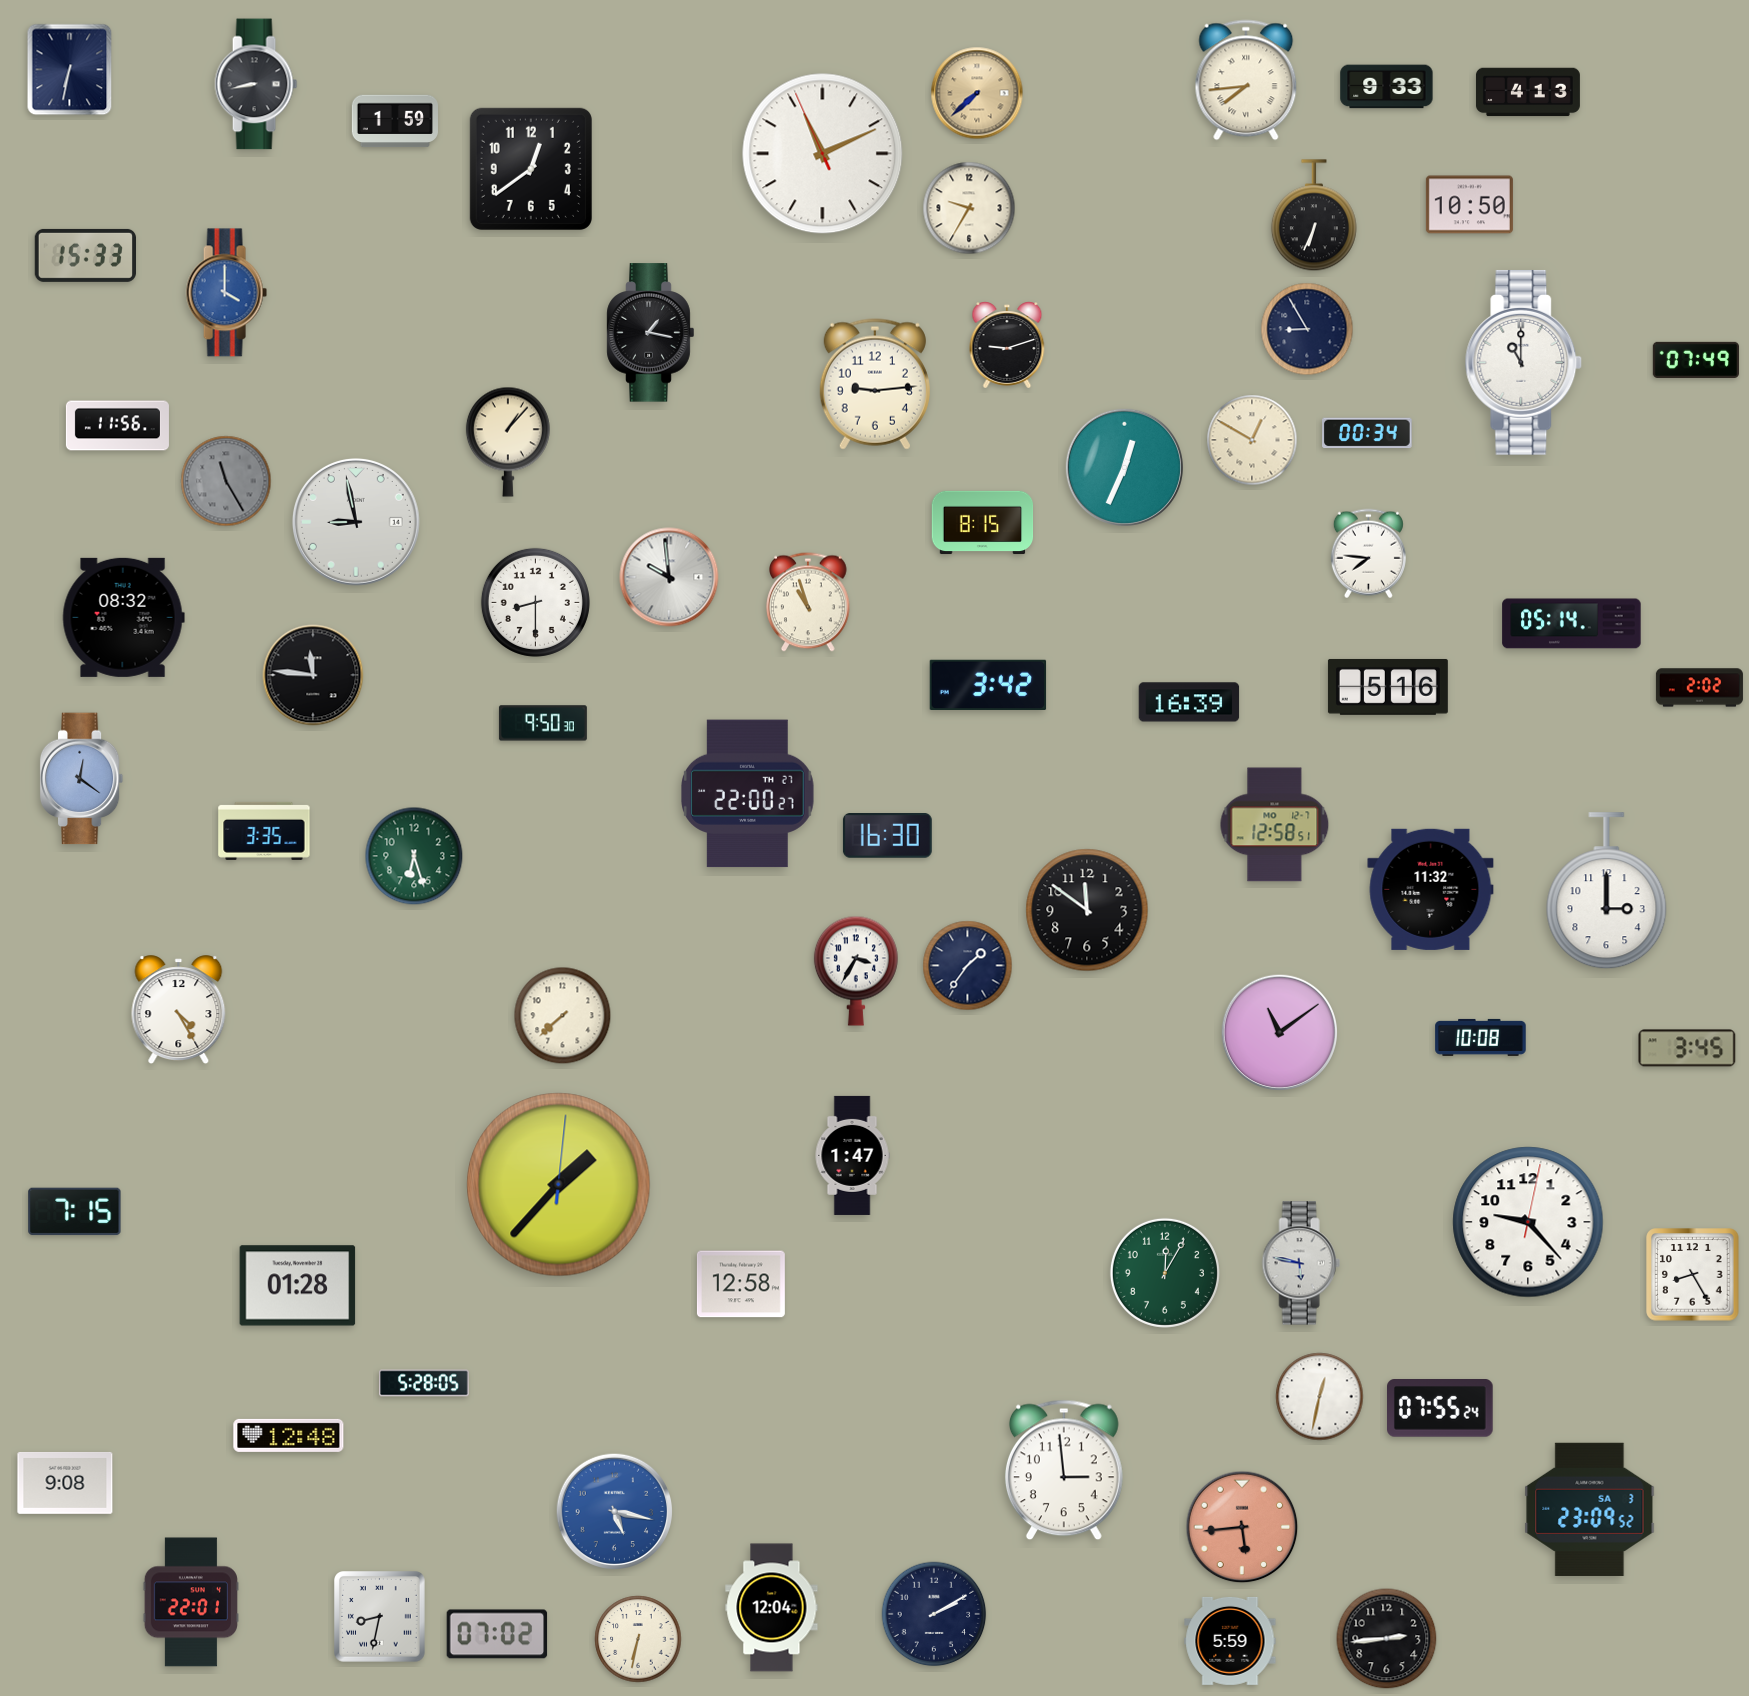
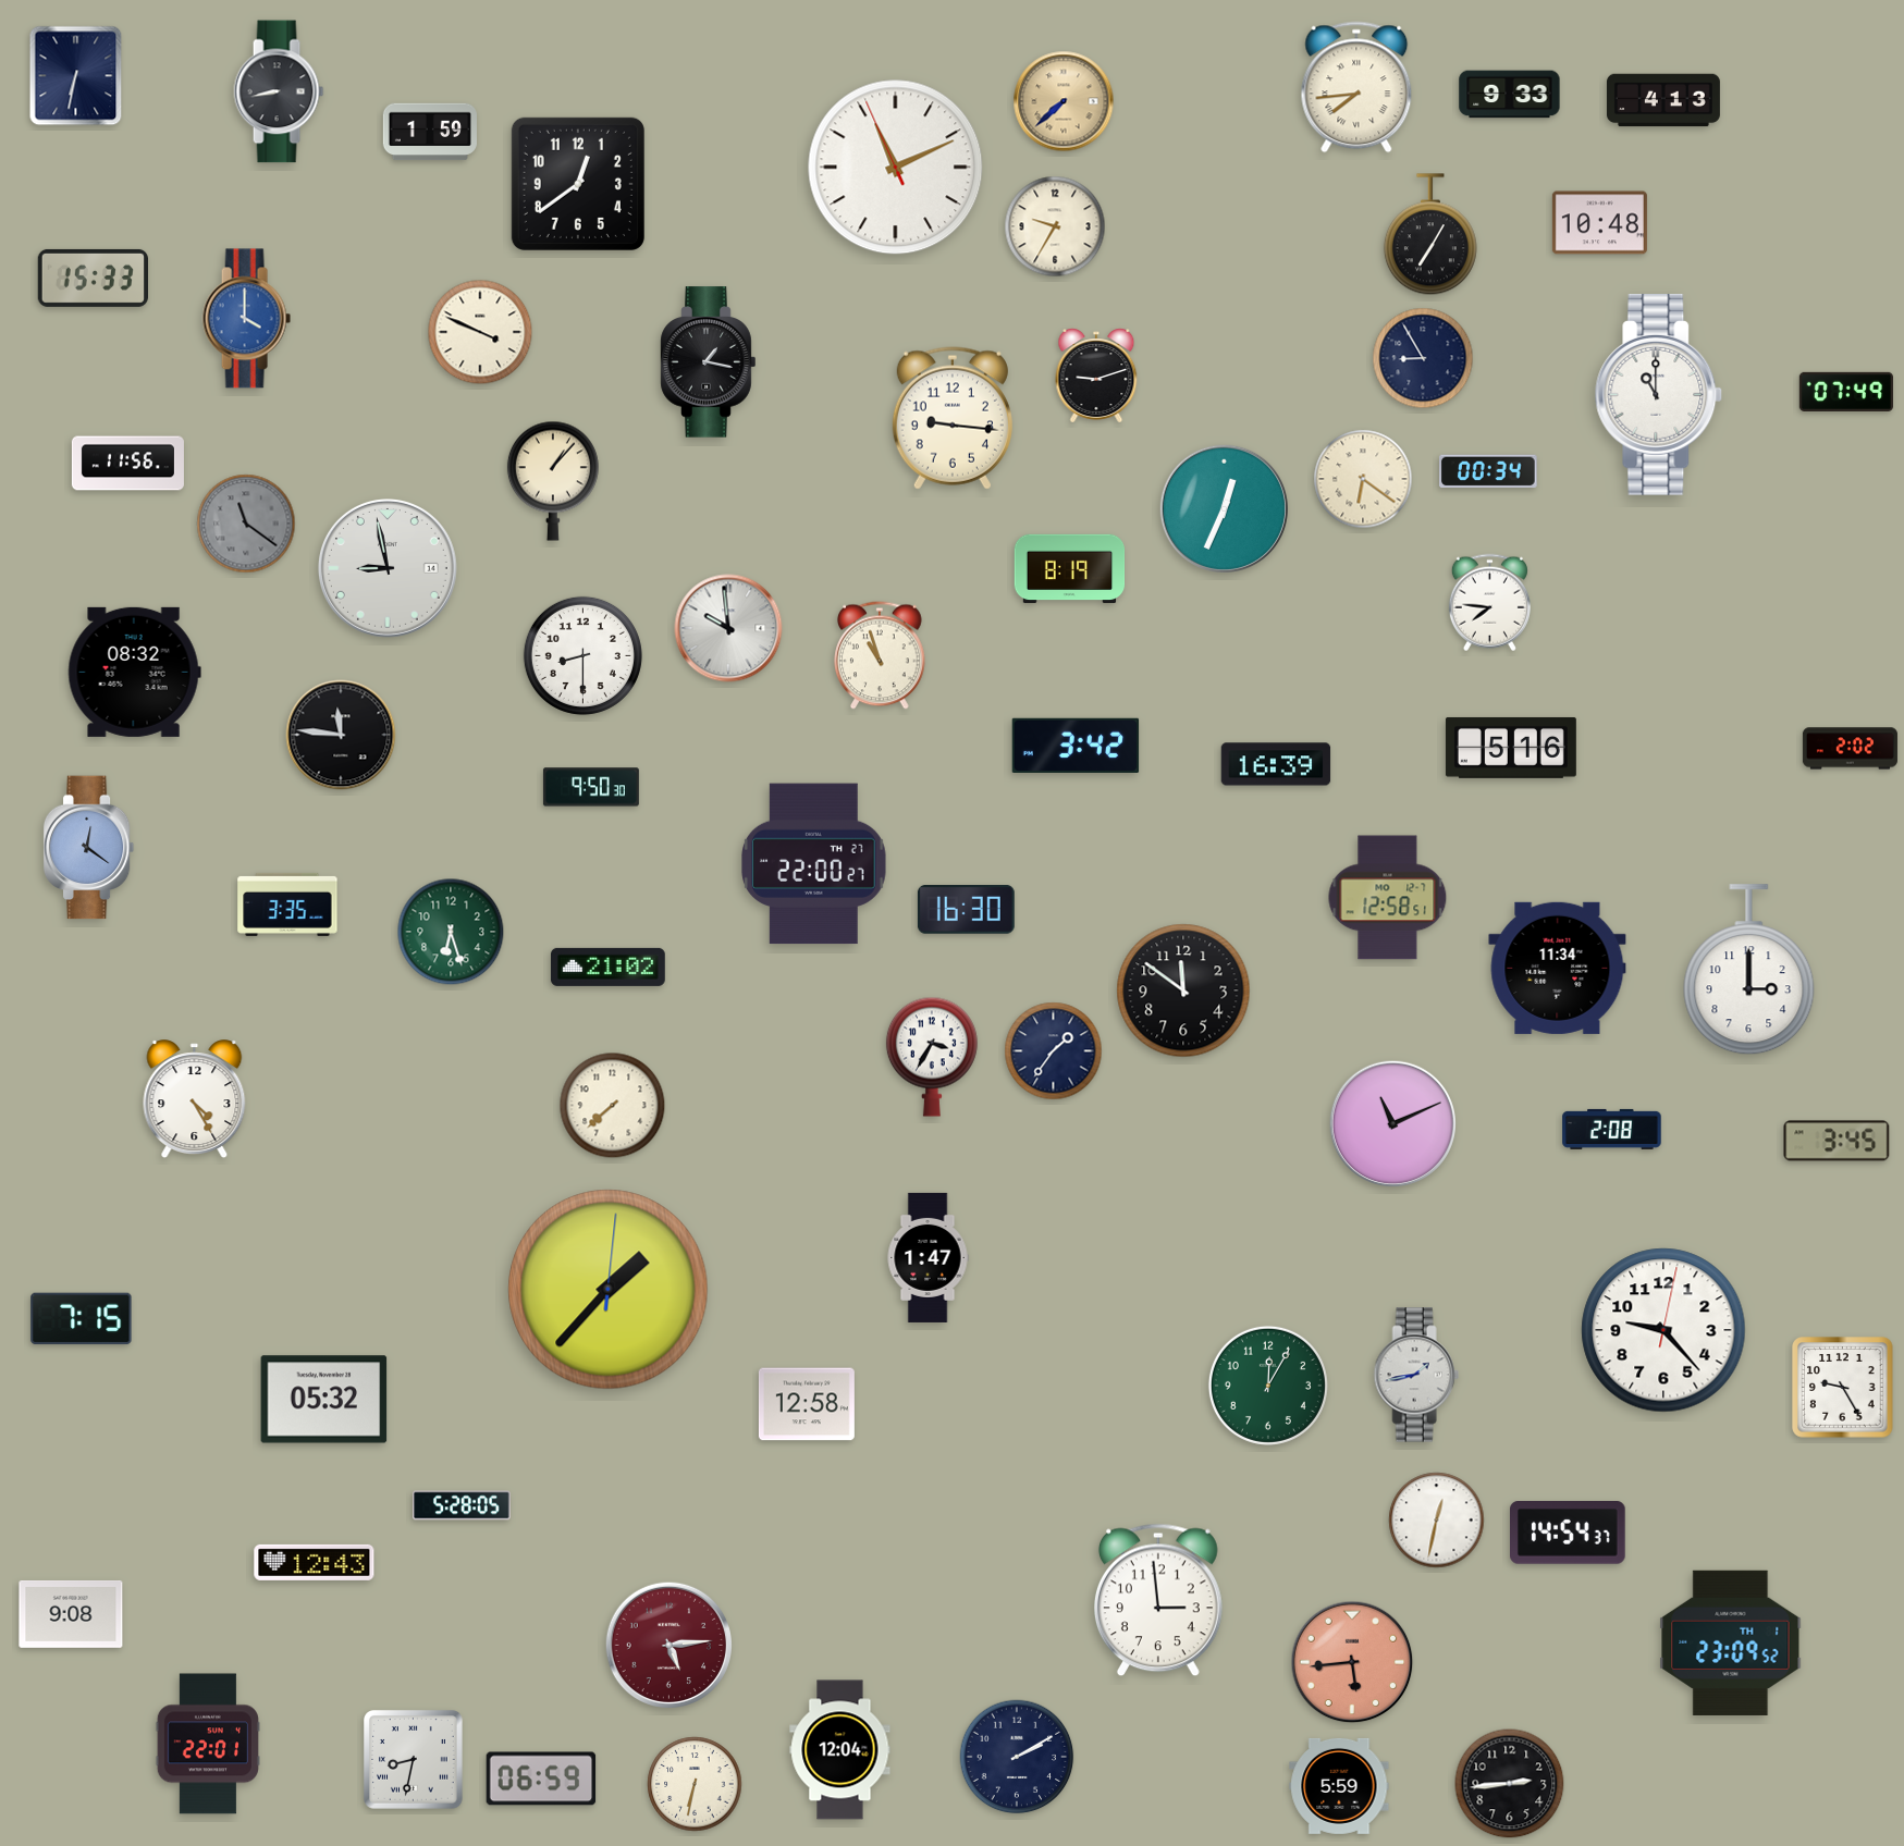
clock at (1469, 205): 10:50 -> 10:48
clock at (1314, 216): 6:34 -> 7:05
clock at (480, 332): none -> 3:49
clock at (875, 384): 9:14 -> 9:16
clock at (1252, 440): 12:50 -> 6:21
clock at (226, 481): 11:25 -> 11:21
clock at (983, 523): 8:15 -> 8:19
clock at (1572, 624): 05:14 -> none
clock at (1189, 702) position: (1189, 702) -> (1276, 764)
clock at (607, 967): none -> 21:02
clock at (1431, 889): 11:32 -> 11:34
clock at (1279, 1032): 11:09 -> 11:11
clock at (1481, 1037): 10:08 -> 2:08
clock at (1301, 1263): 5:47 -> 1:43
clock at (1693, 1275): 8:25 -> 9:25
clock at (741, 1284) position: (741, 1284) -> (807, 1404)
clock at (298, 1286): 01:28 -> 05:32
clock at (1441, 1409): 07:55 -> 14:54
clock at (289, 1435): 12:48 -> 12:43
clock at (1590, 1509) date: SA 3 -> TH 1
clock at (614, 1511): 5:17 -> 5:14
clock at (614, 1511) dial: blue -> burgundy
clock at (497, 1634): 07:02 -> 06:59
